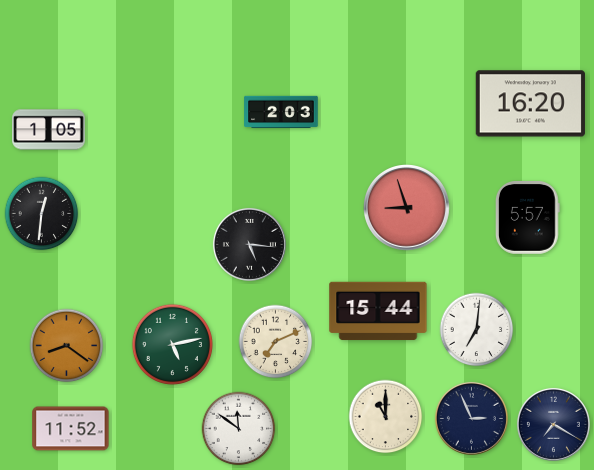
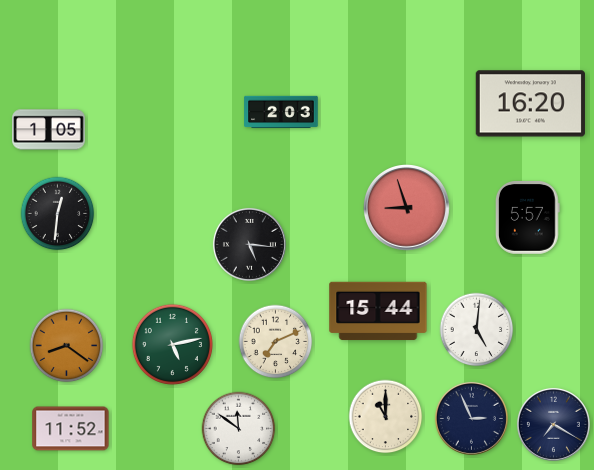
clock at (42, 214) position: (42, 214) -> (58, 214)
clock at (477, 330): 7:01 -> 5:01
